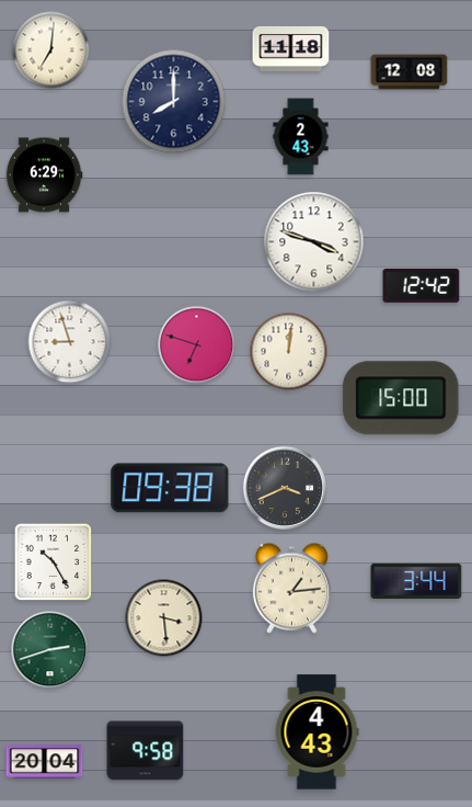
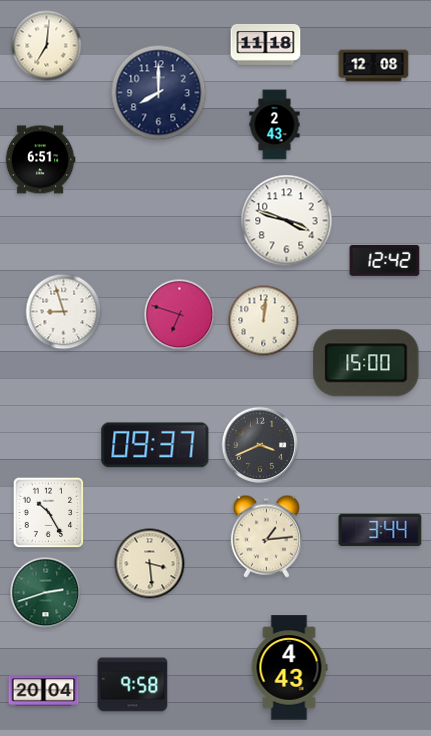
clock at (44, 175): 6:29 -> 6:51
clock at (170, 488): 09:38 -> 09:37
clock at (45, 762) position: (45, 762) -> (44, 691)
